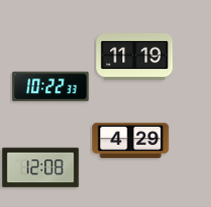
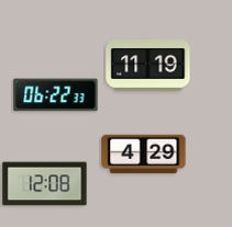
clock at (135, 57) position: (135, 57) -> (148, 66)
clock at (51, 87): 10:22 -> 06:22
